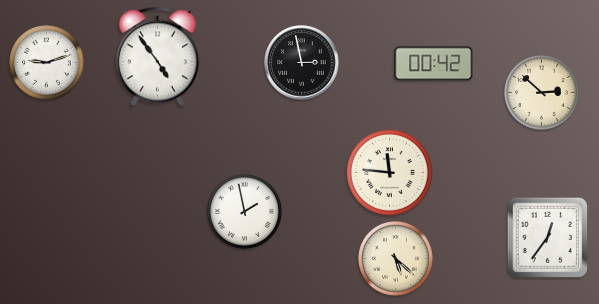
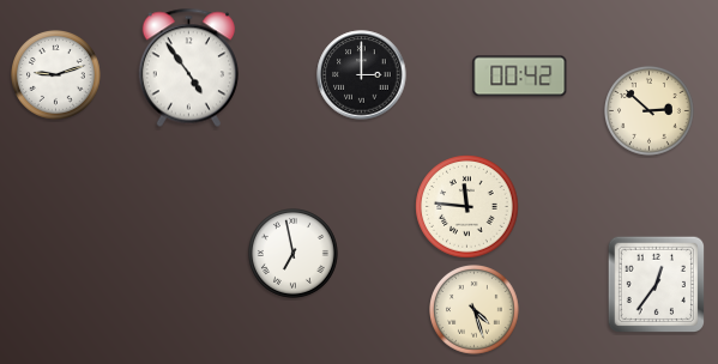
clock at (302, 63): 2:58 -> 3:00
clock at (245, 212): 1:58 -> 6:58
clock at (396, 259): 5:22 -> 4:27
